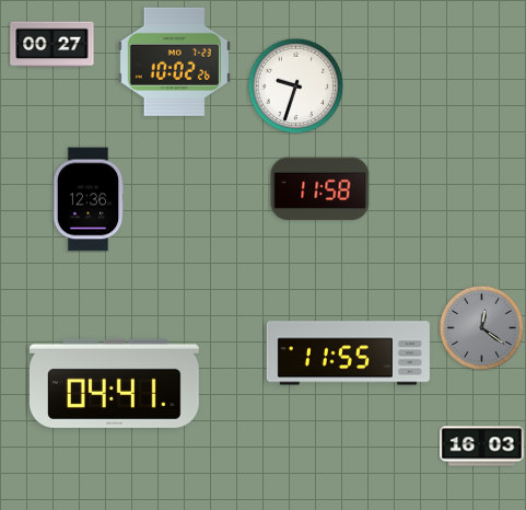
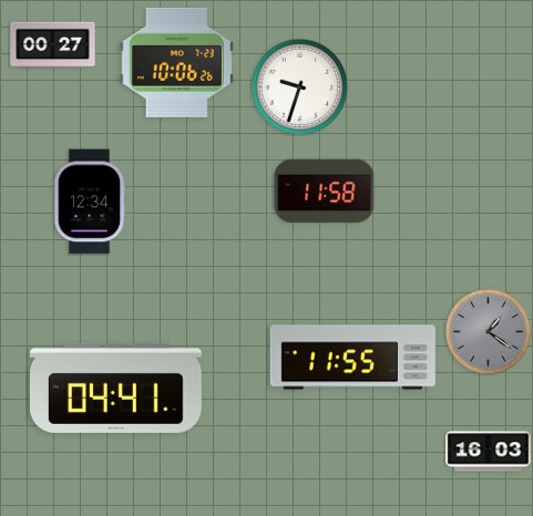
clock at (174, 61): 10:02 -> 10:06
clock at (89, 199): 12:36 -> 12:34
clock at (481, 327): 12:21 -> 1:21
